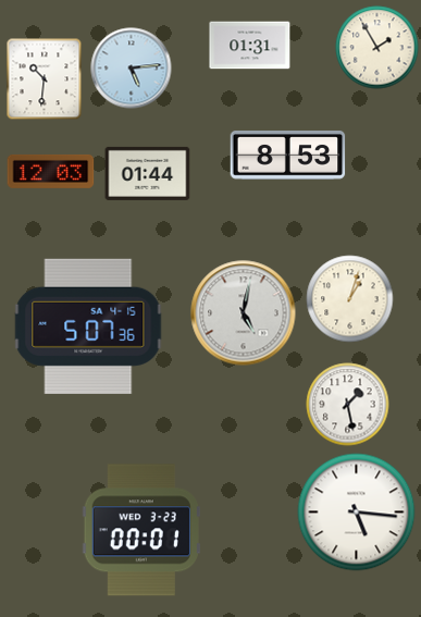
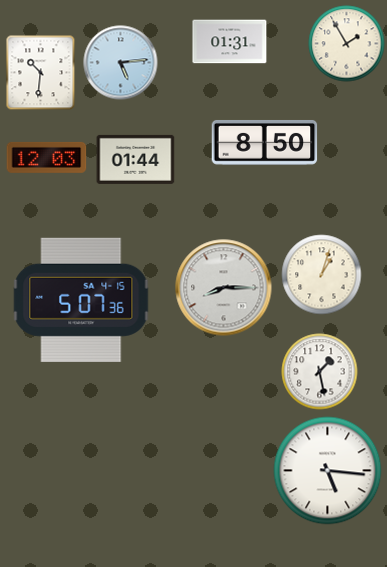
clock at (288, 156): 8:53 -> 8:50
clock at (244, 313): 5:02 -> 8:15
clock at (141, 530): 00:01 -> none
